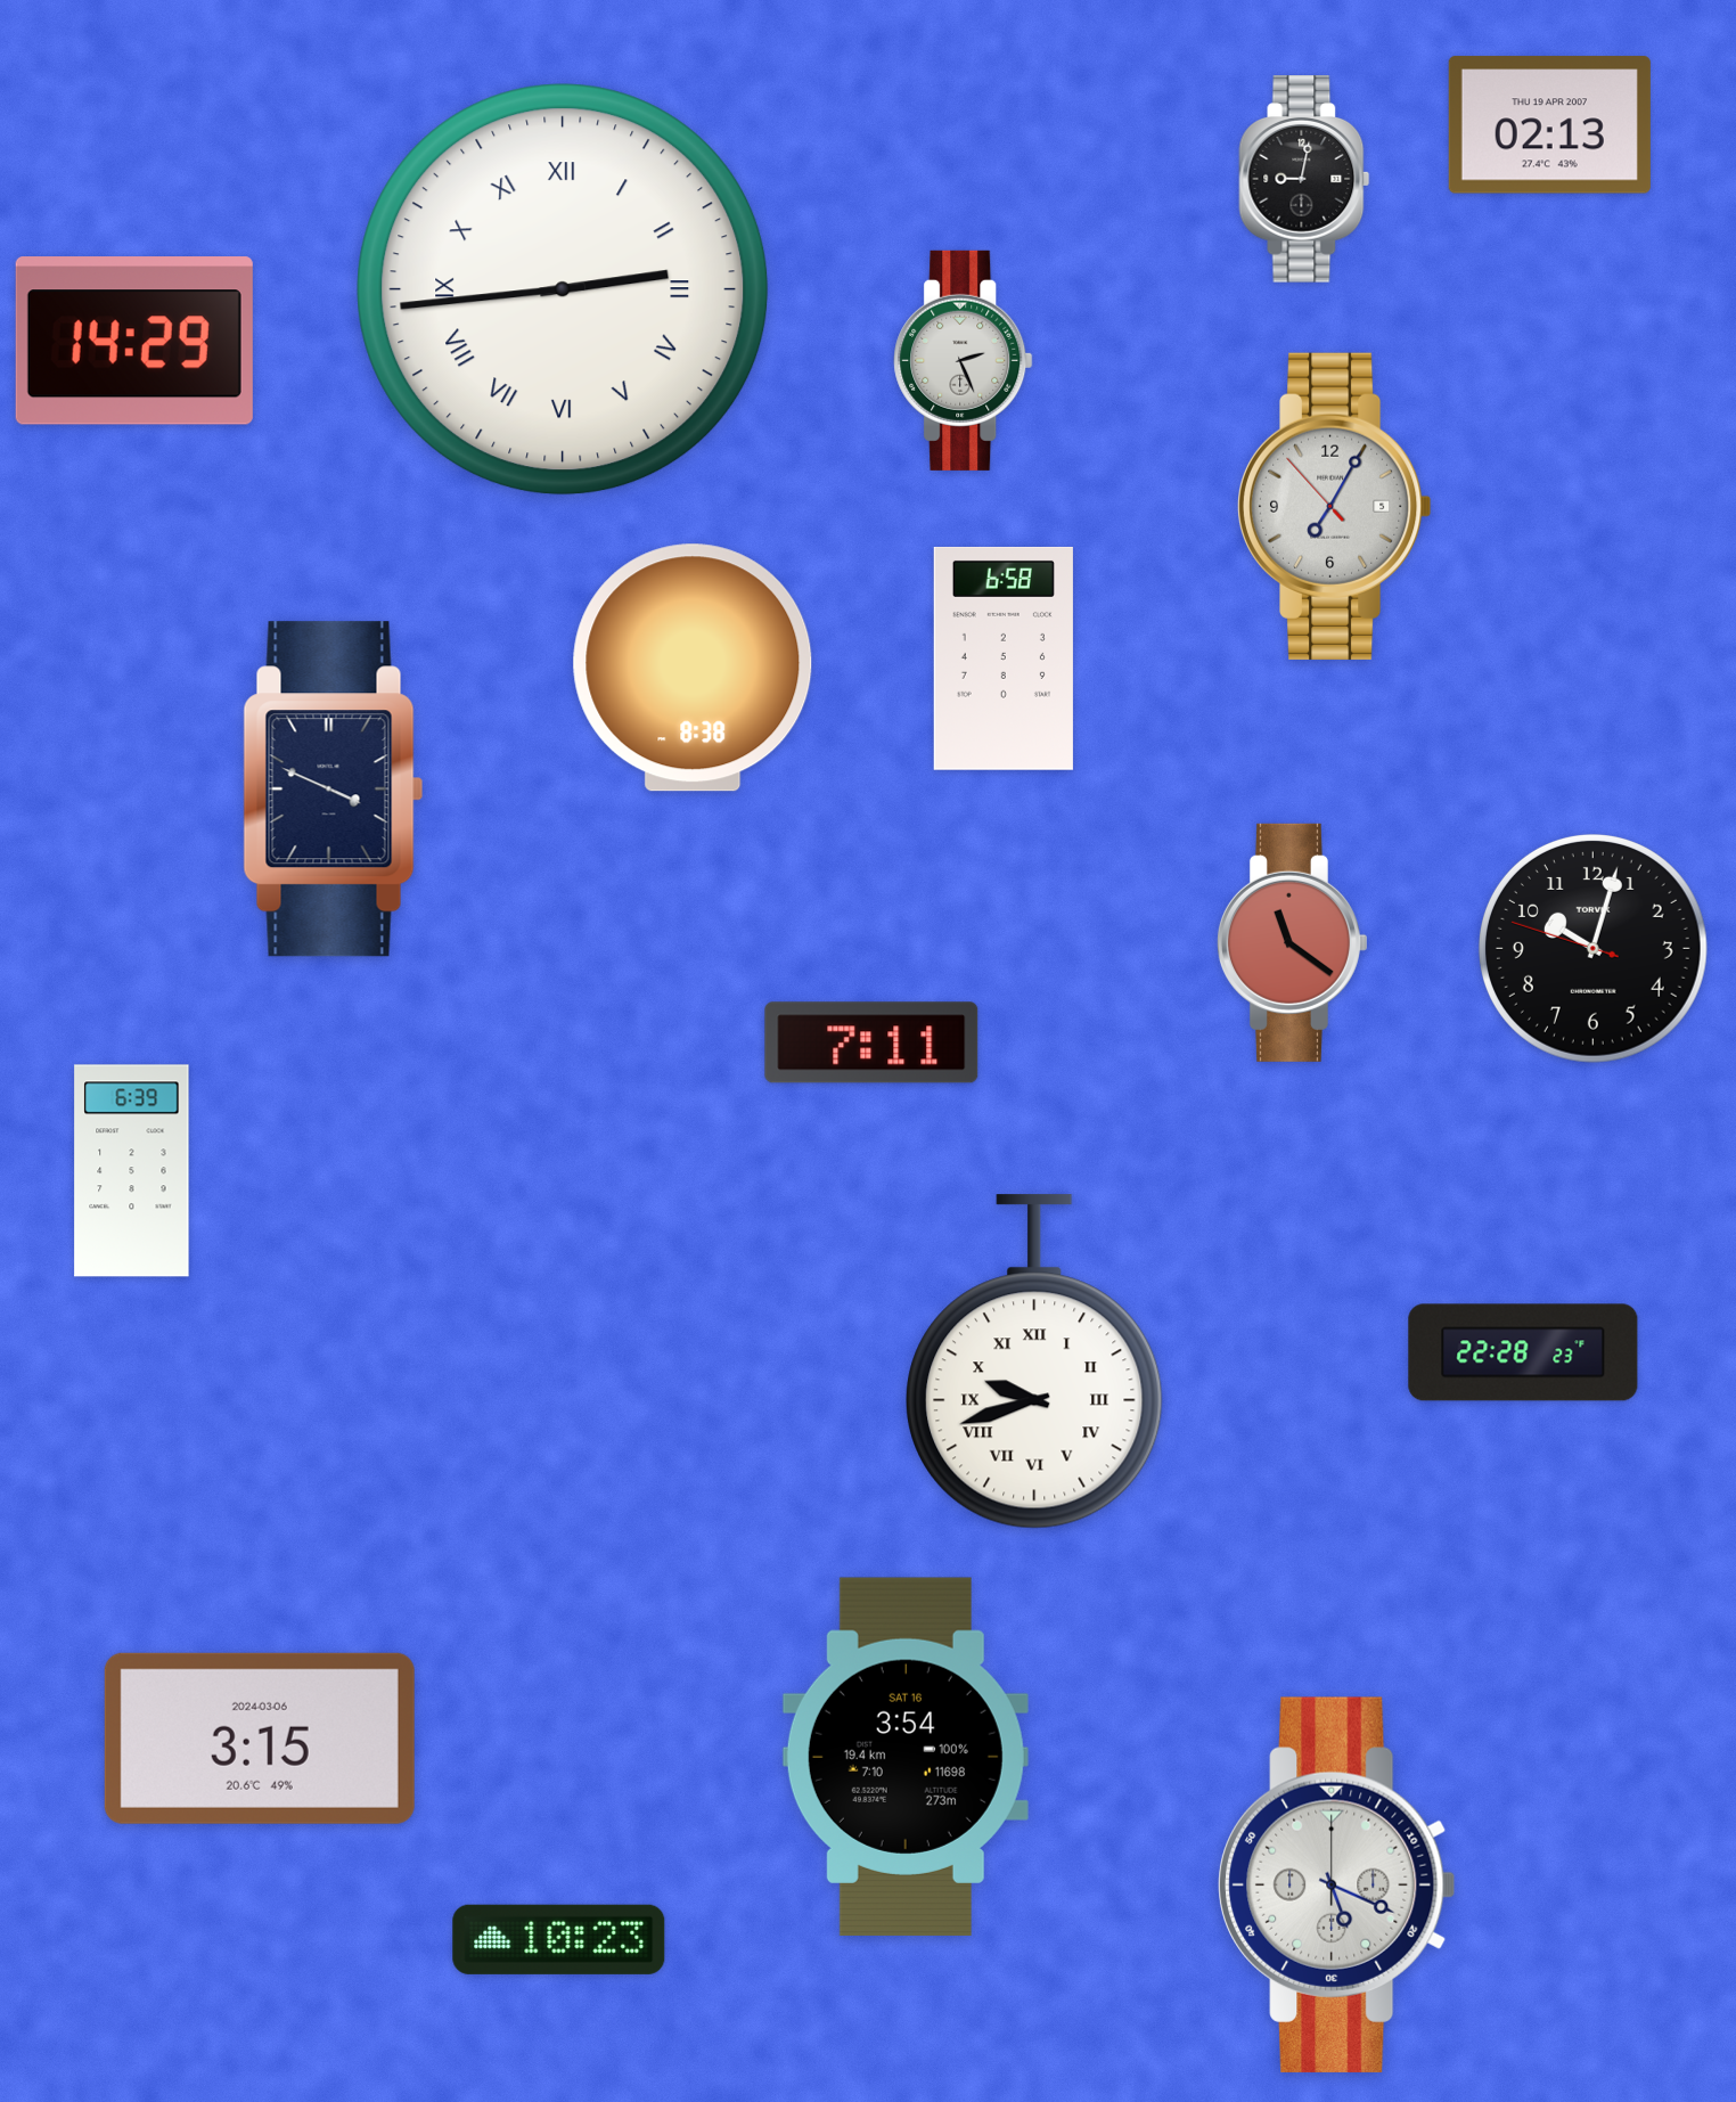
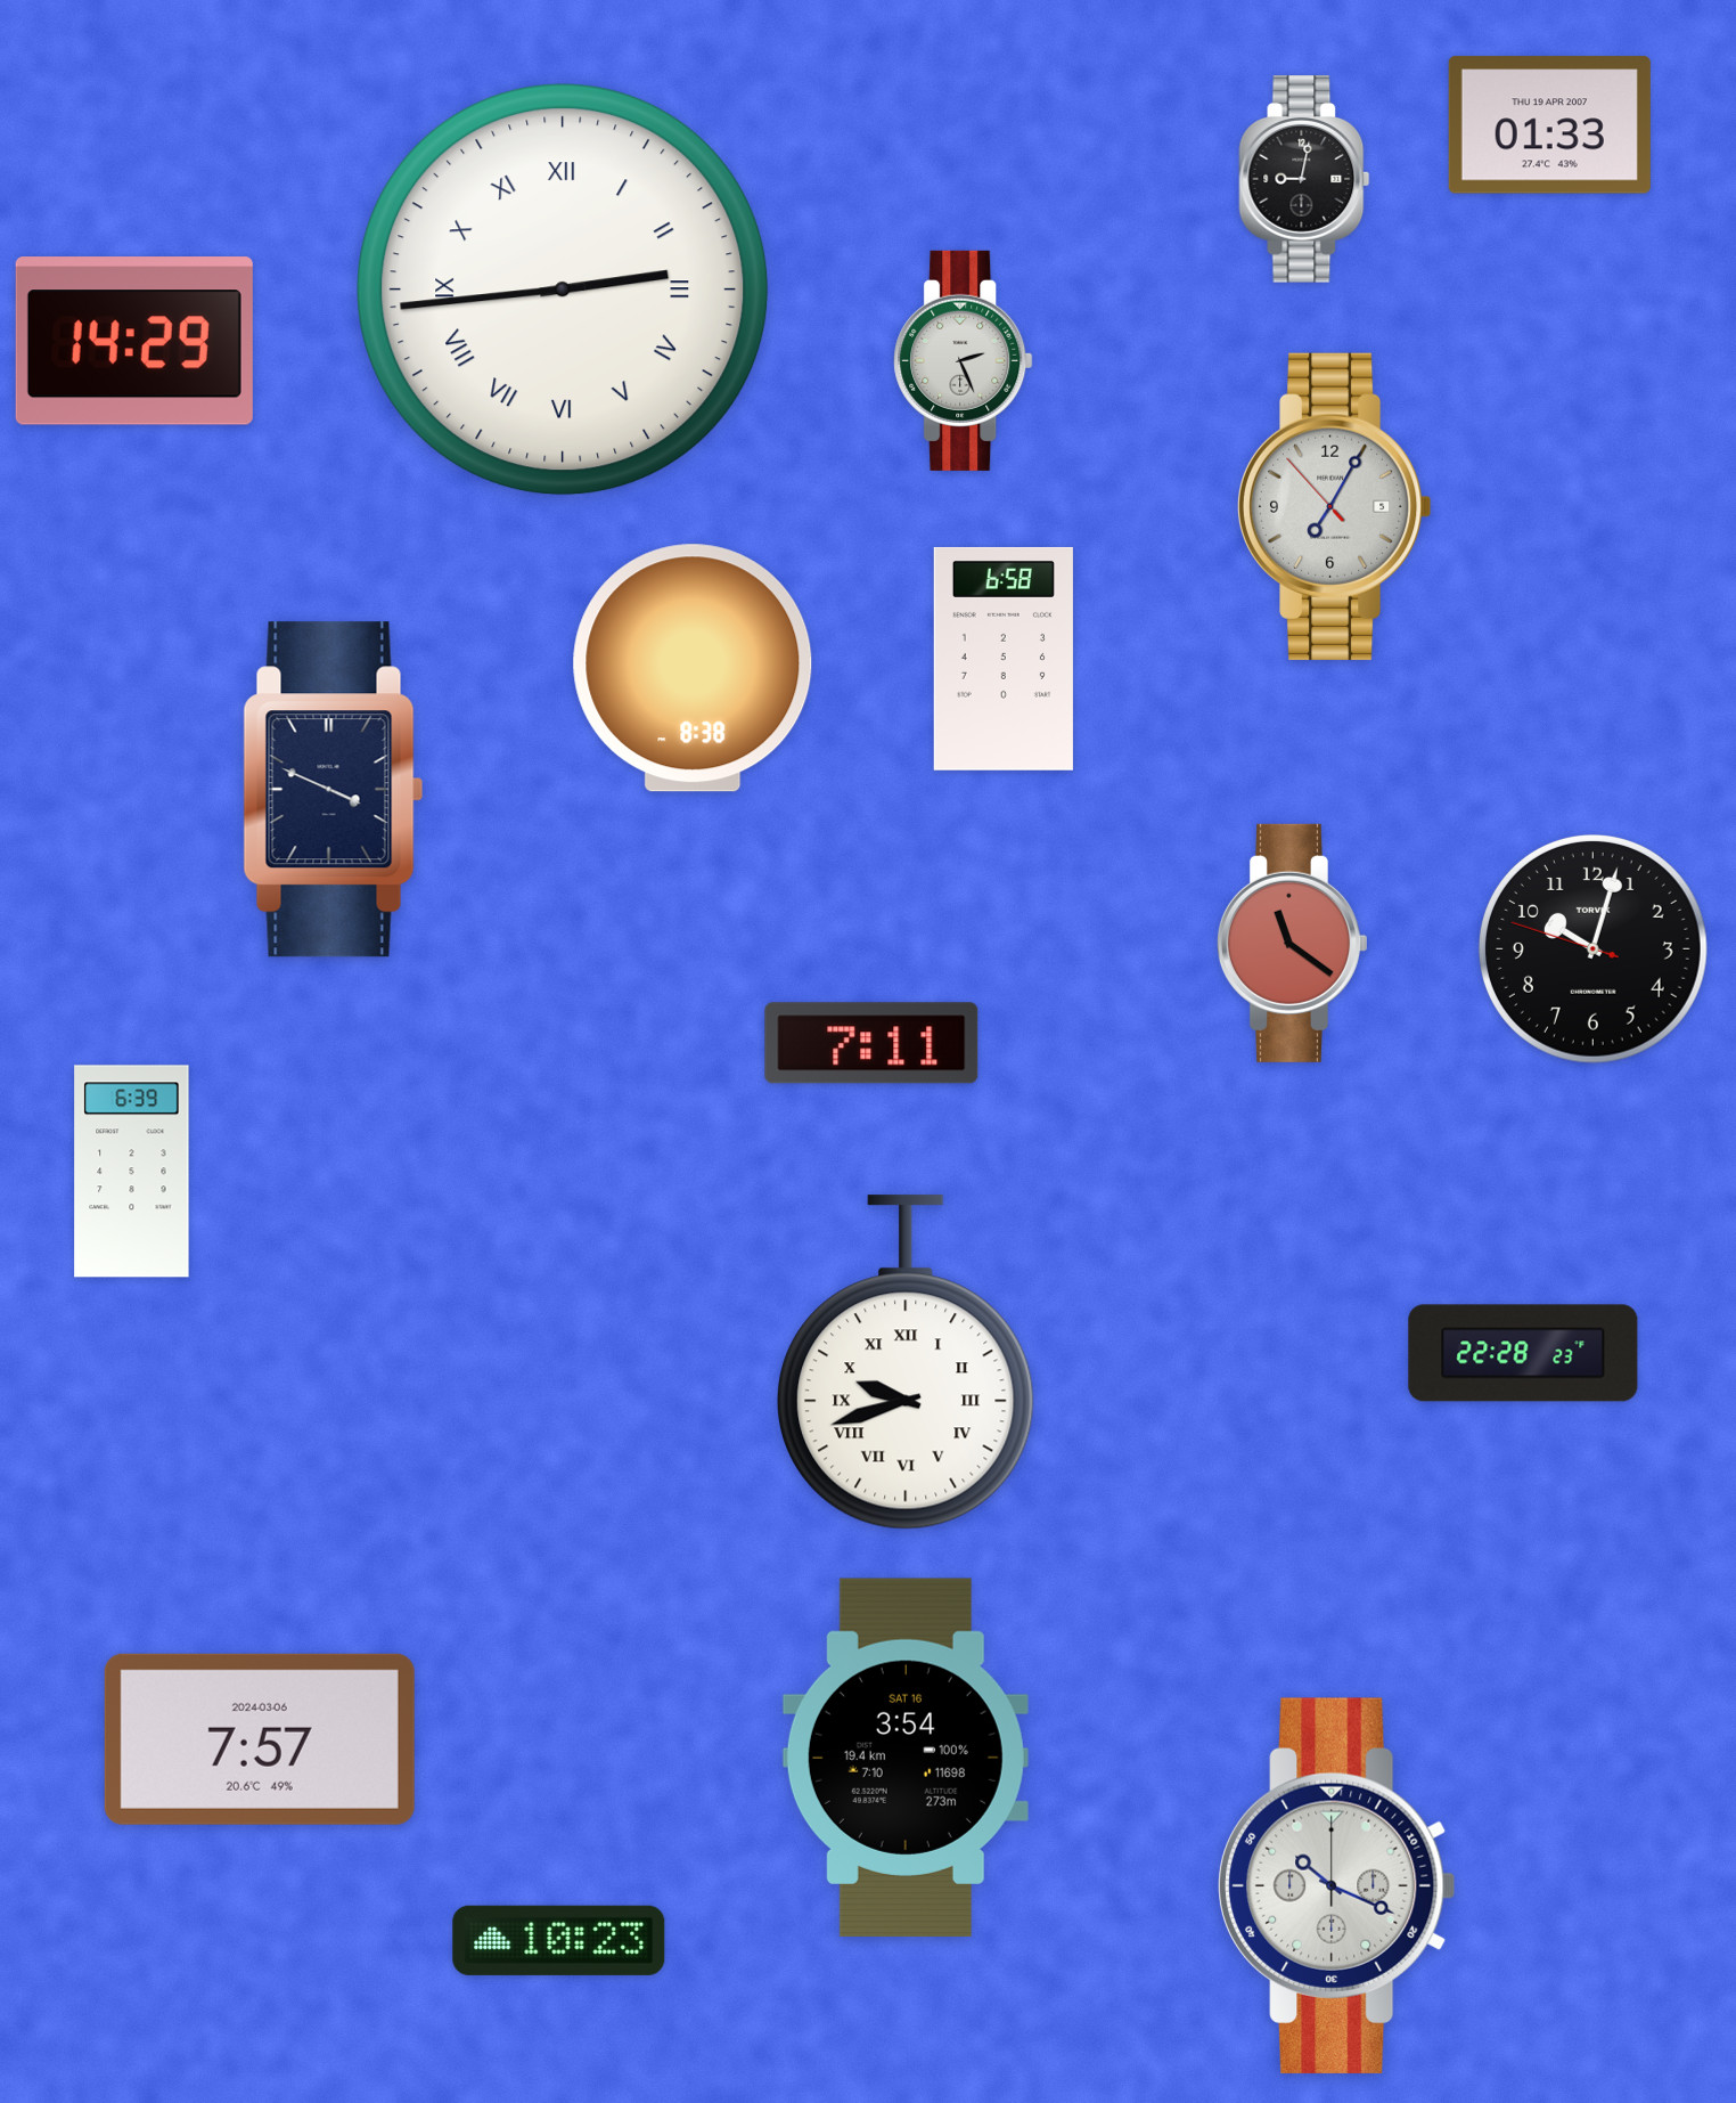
clock at (1549, 125): 02:13 -> 01:33
clock at (1034, 1361) position: (1034, 1361) -> (906, 1362)
clock at (260, 1739): 3:15 -> 7:57
clock at (1337, 1884): 5:19 -> 10:19
